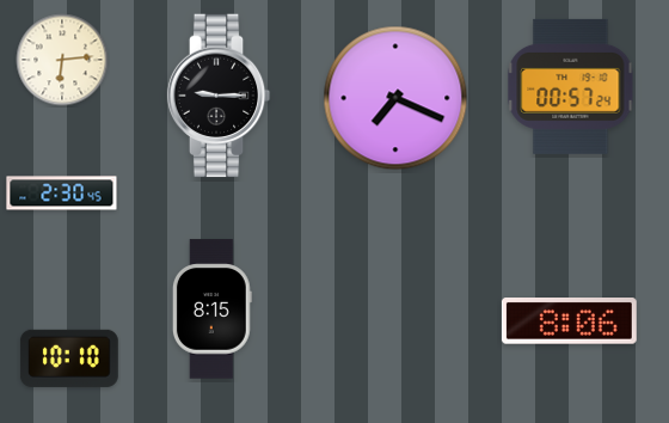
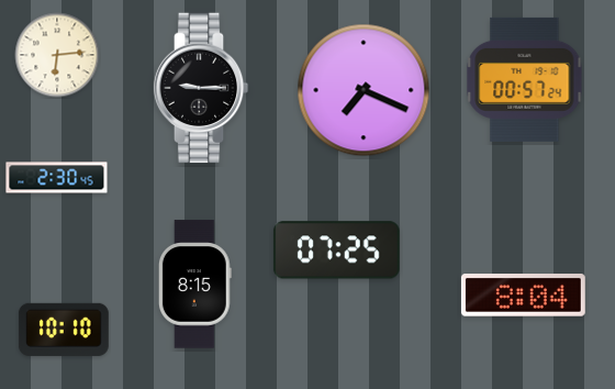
clock at (336, 251): none -> 07:25
clock at (569, 321): 8:06 -> 8:04
